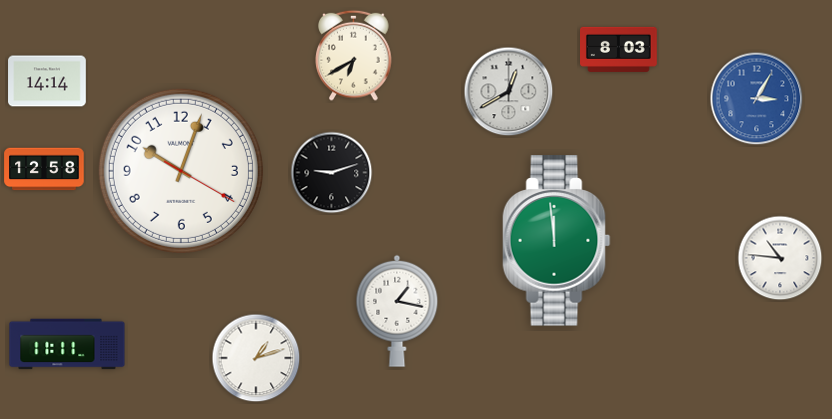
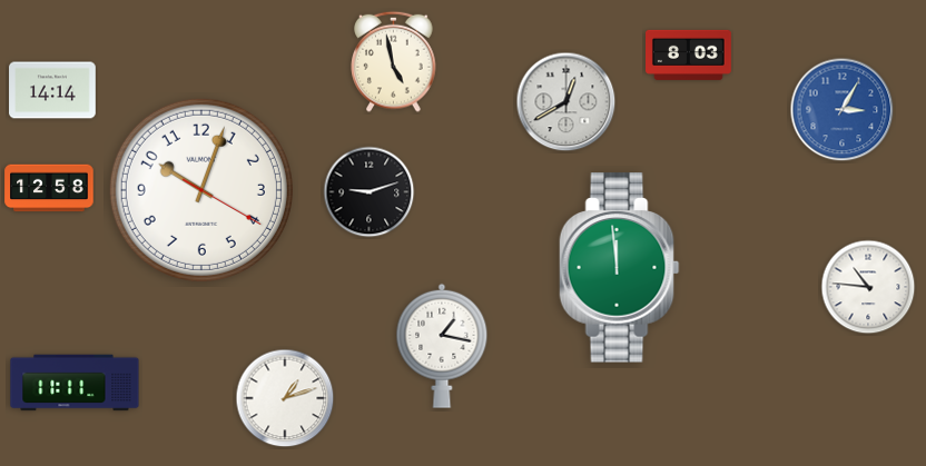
clock at (354, 55): 6:40 -> 4:58
